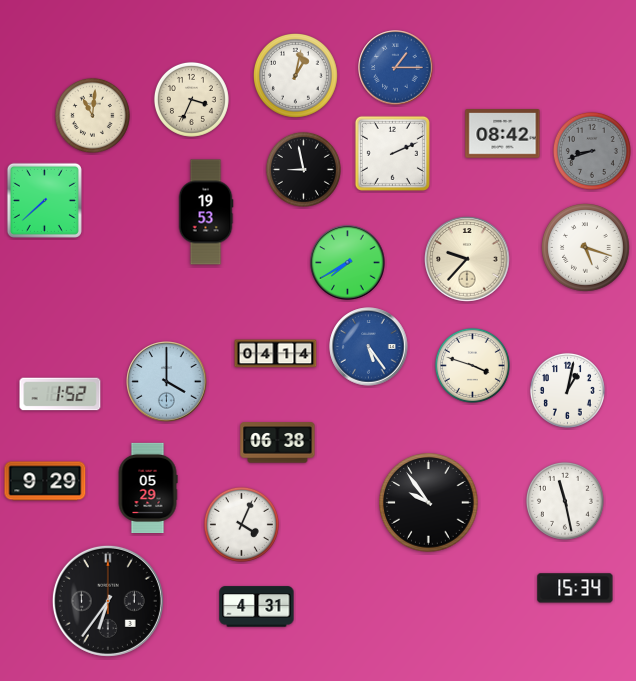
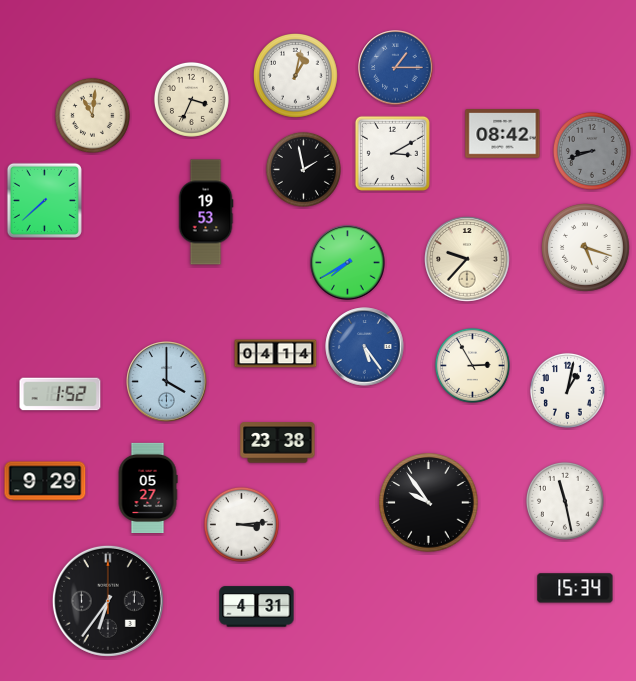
clock at (392, 153): 2:11 -> 3:10
clock at (303, 169): 8:58 -> 1:58
clock at (369, 347) position: (369, 347) -> (365, 347)
clock at (472, 365): 3:48 -> 2:55
clock at (278, 443): 06:38 -> 23:38
clock at (148, 487): 05:29 -> 05:27
clock at (241, 524): 4:04 -> 3:14
